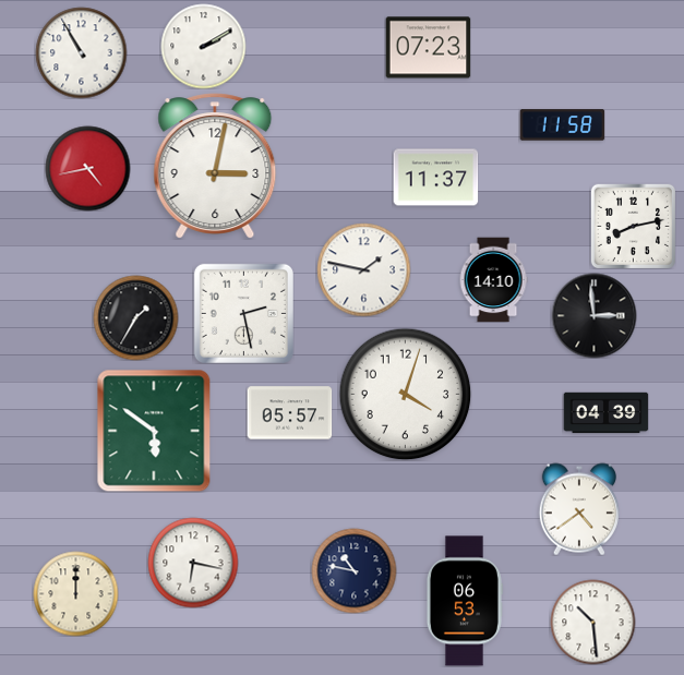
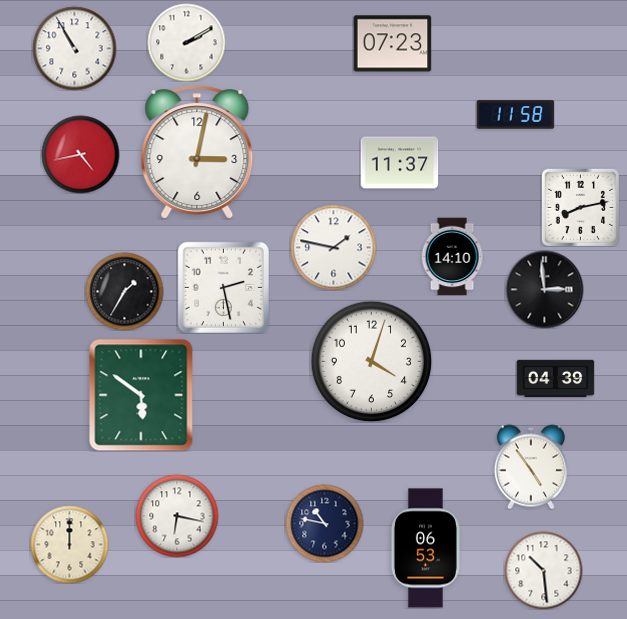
clock at (289, 413): 05:57 -> none
clock at (579, 509): 4:39 -> 4:54
clock at (464, 601) position: (464, 601) -> (425, 548)
